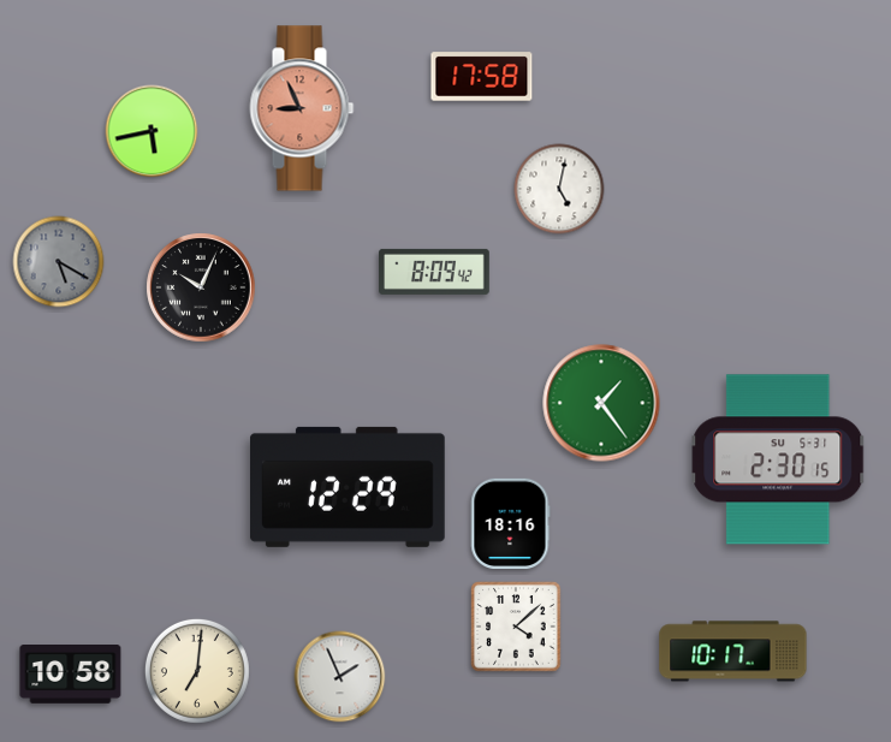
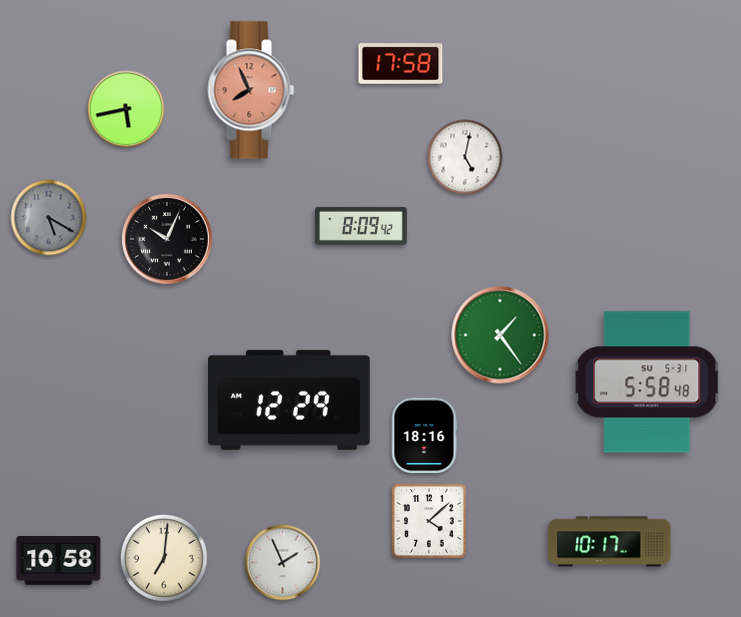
clock at (302, 108): 8:56 -> 7:56
clock at (778, 459): 2:30 -> 5:58
clock at (349, 487) position: (349, 487) -> (290, 400)
